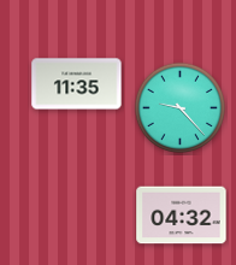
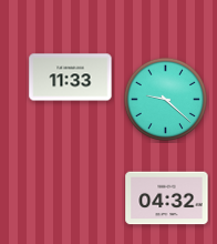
clock at (77, 84): 11:35 -> 11:33
clock at (179, 107): 9:23 -> 9:22
